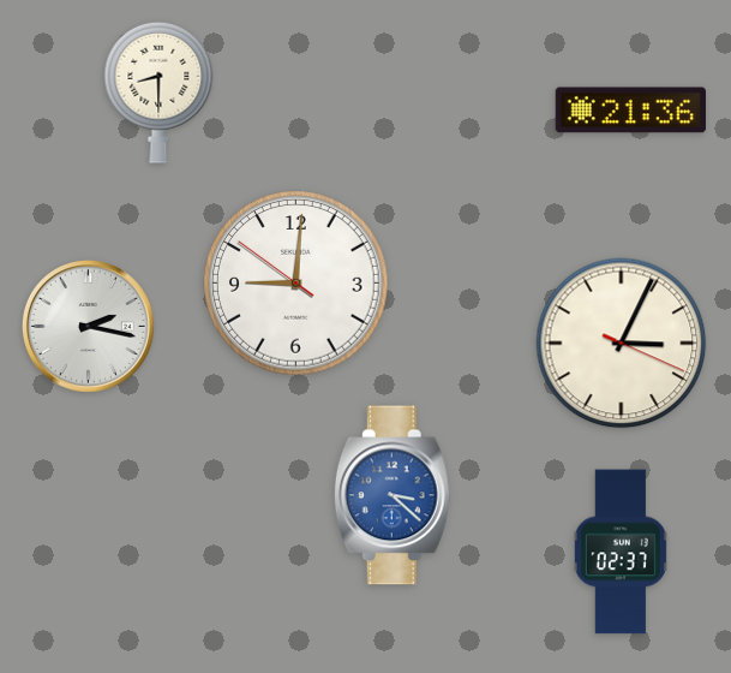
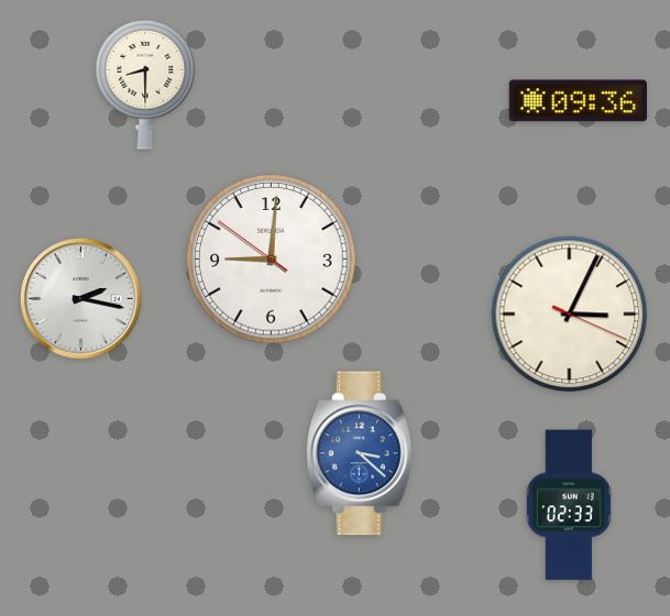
clock at (630, 111): 21:36 -> 09:36
clock at (621, 552): 02:37 -> 02:33
